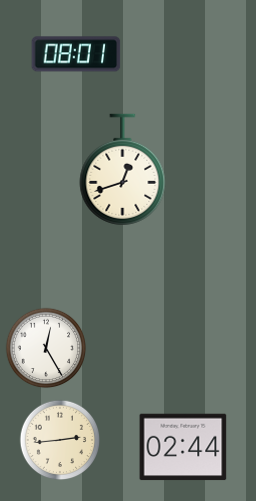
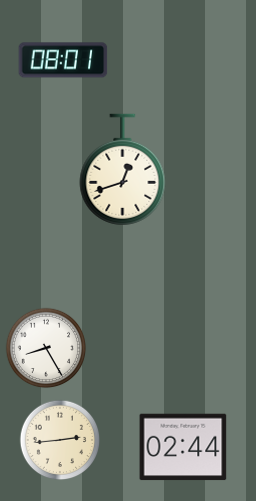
clock at (76, 54) position: (76, 54) -> (63, 60)
clock at (46, 348): 12:25 -> 8:25
